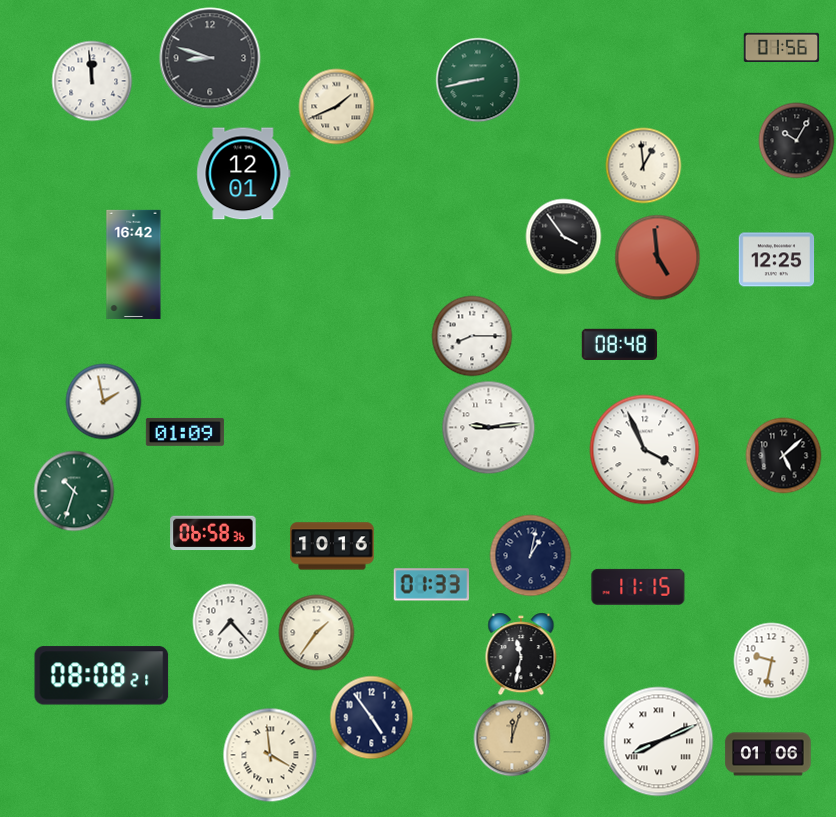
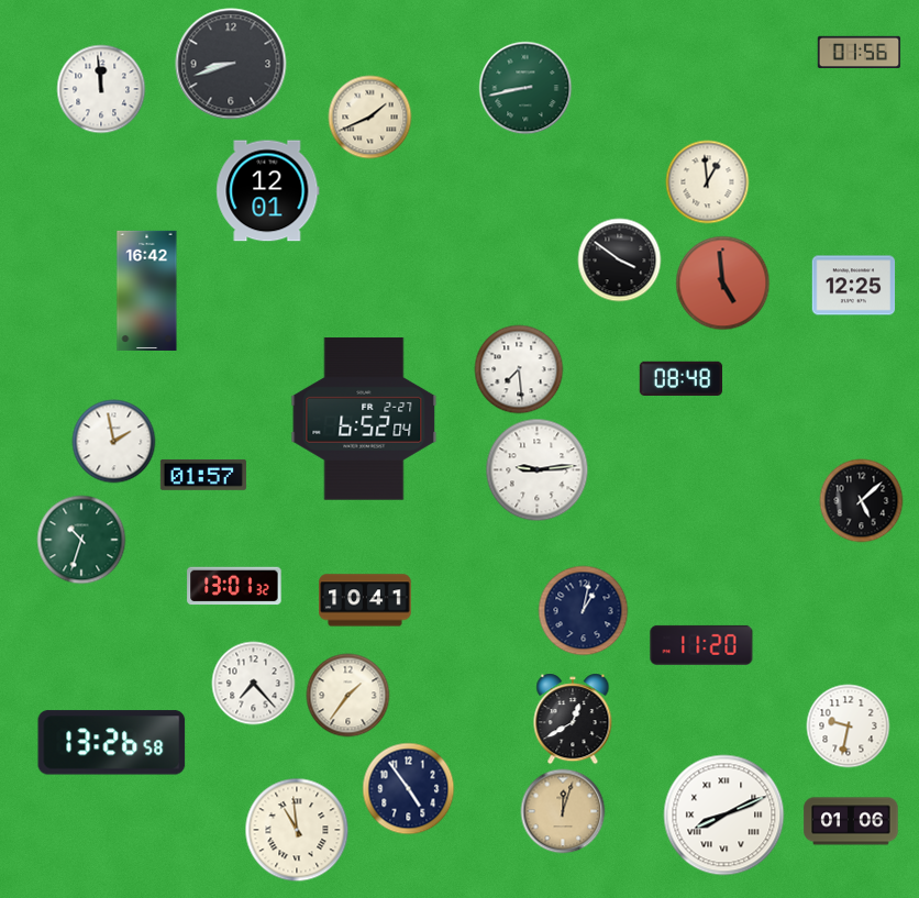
clock at (210, 58): 8:48 -> 8:42
clock at (797, 141): 10:05 -> none
clock at (564, 237): 3:54 -> 3:51
clock at (472, 336): 8:15 -> 7:29
clock at (364, 419): none -> 6:52
clock at (185, 432): 01:09 -> 01:57
clock at (645, 450): 3:56 -> none
clock at (213, 533): 06:58 -> 13:01
clock at (332, 546): 10:16 -> 10:41
clock at (431, 585): 01:33 -> none
clock at (638, 587): 11:15 -> 11:20
clock at (521, 654): 11:32 -> 12:40
clock at (102, 676): 08:08 -> 13:26
clock at (768, 754) position: (768, 754) -> (851, 821)
clock at (270, 755): 3:59 -> 10:59
